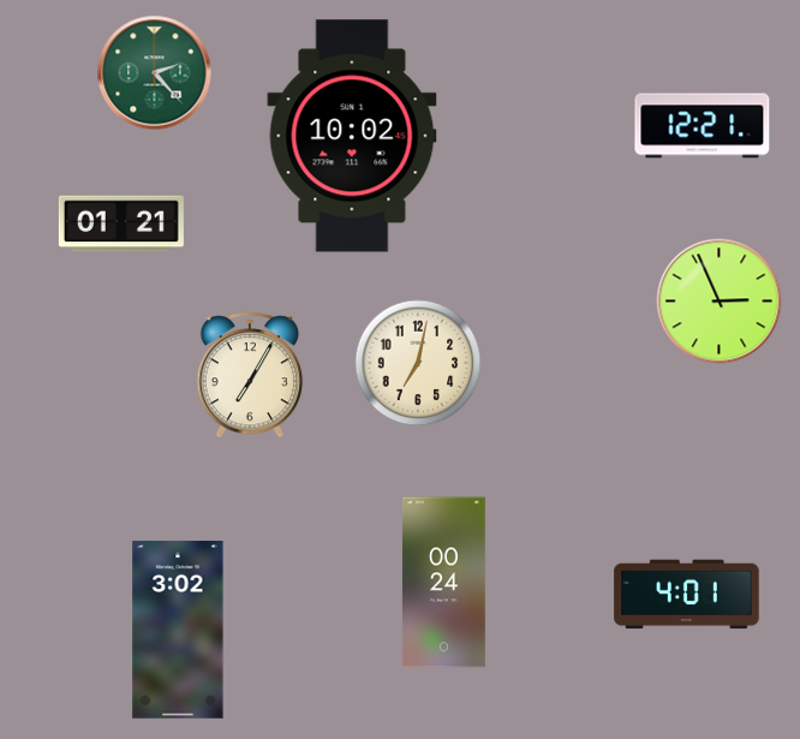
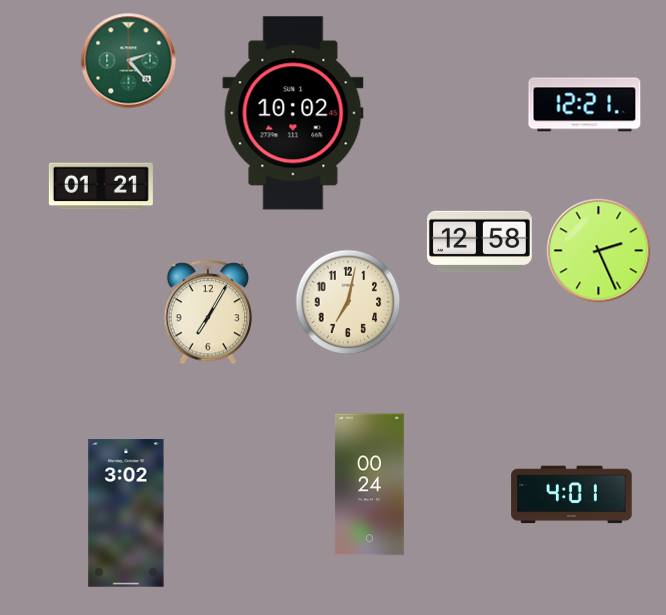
clock at (479, 242): none -> 12:58
clock at (720, 302): 2:56 -> 2:26
clock at (178, 630) position: (178, 630) -> (126, 513)
